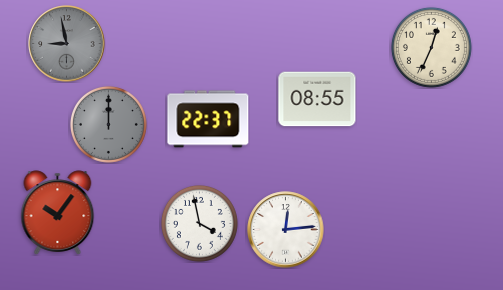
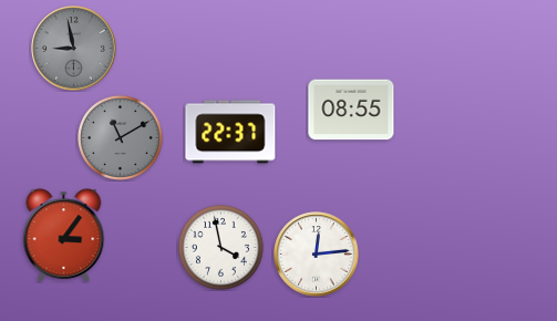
clock at (431, 47): 12:34 -> none
clock at (108, 124): 12:00 -> 11:10
clock at (58, 213): 10:06 -> 3:06
